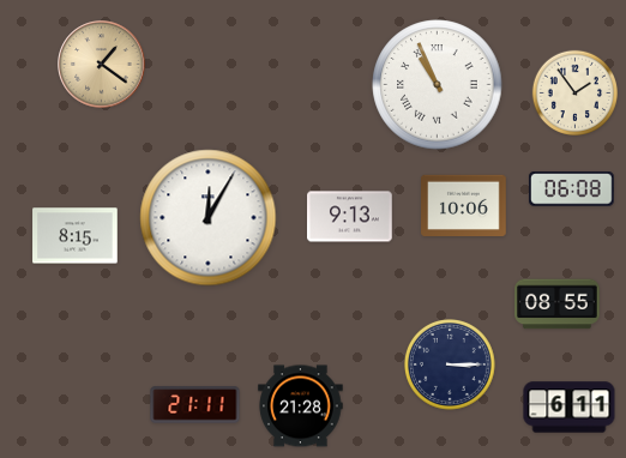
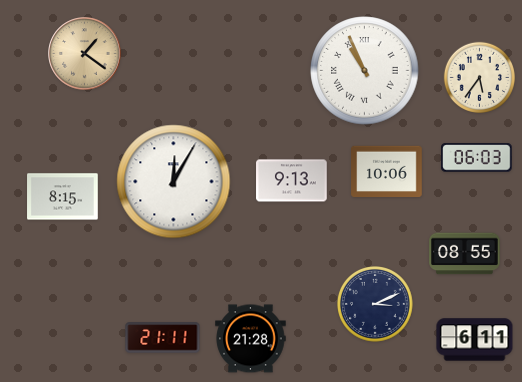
clock at (574, 92): 1:54 -> 5:36
clock at (572, 189): 06:08 -> 06:03
clock at (451, 366): 3:15 -> 3:11
